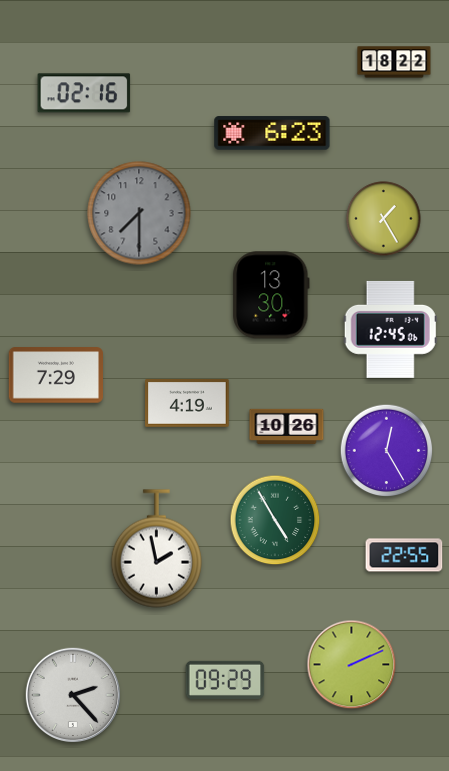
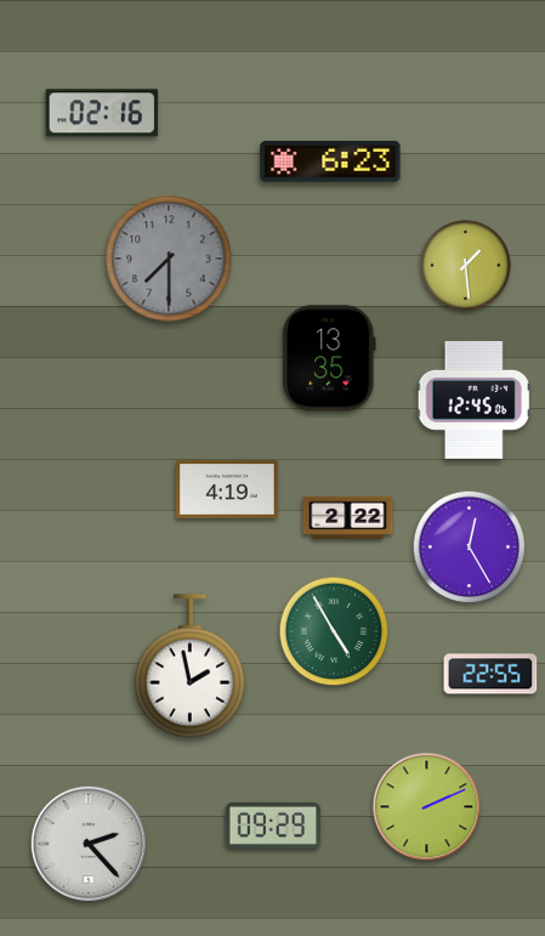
clock at (394, 62): 18:22 -> none
clock at (384, 219): 1:25 -> 1:29
clock at (271, 295): 13:30 -> 13:35
clock at (55, 375): 7:29 -> none
clock at (287, 426): 10:26 -> 2:22
